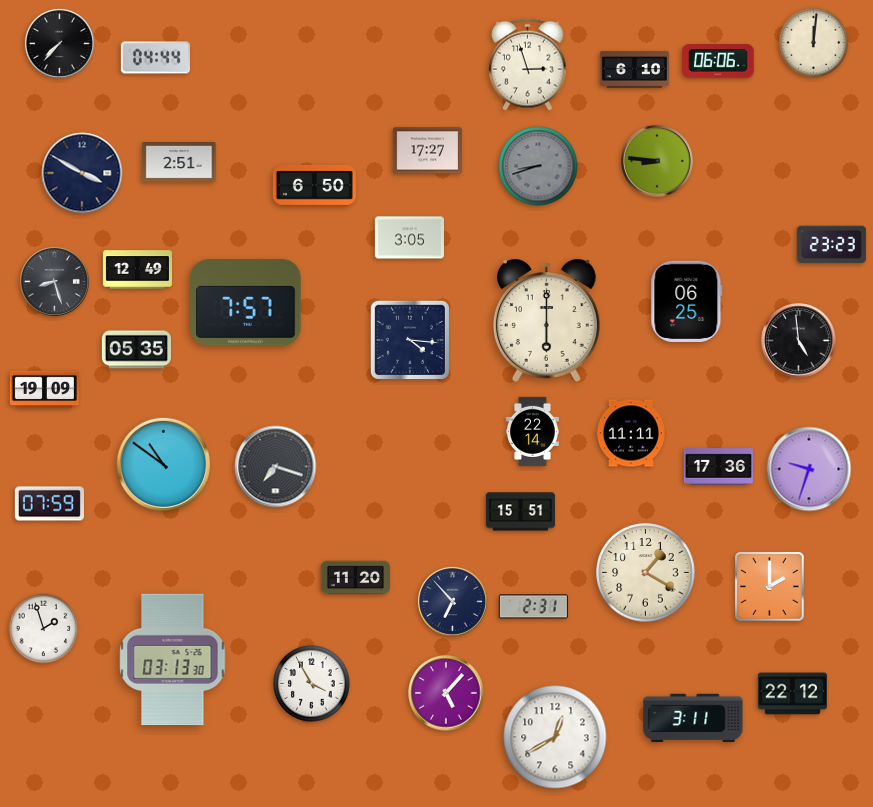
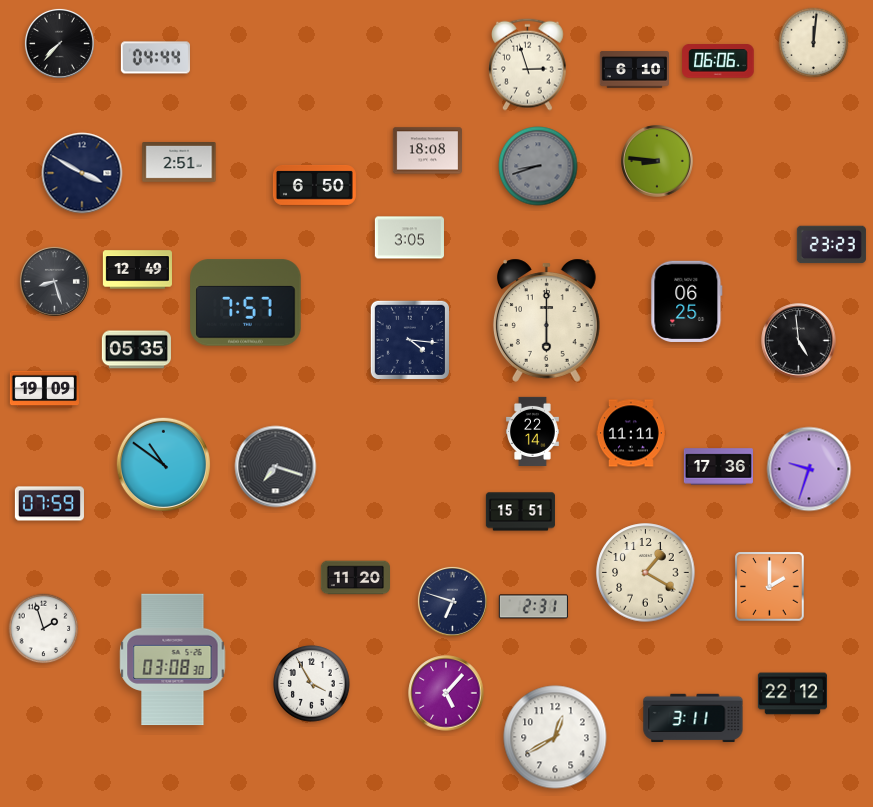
clock at (427, 151): 17:27 -> 18:08
clock at (452, 601): 6:53 -> 6:48
clock at (173, 660): 03:13 -> 03:08
